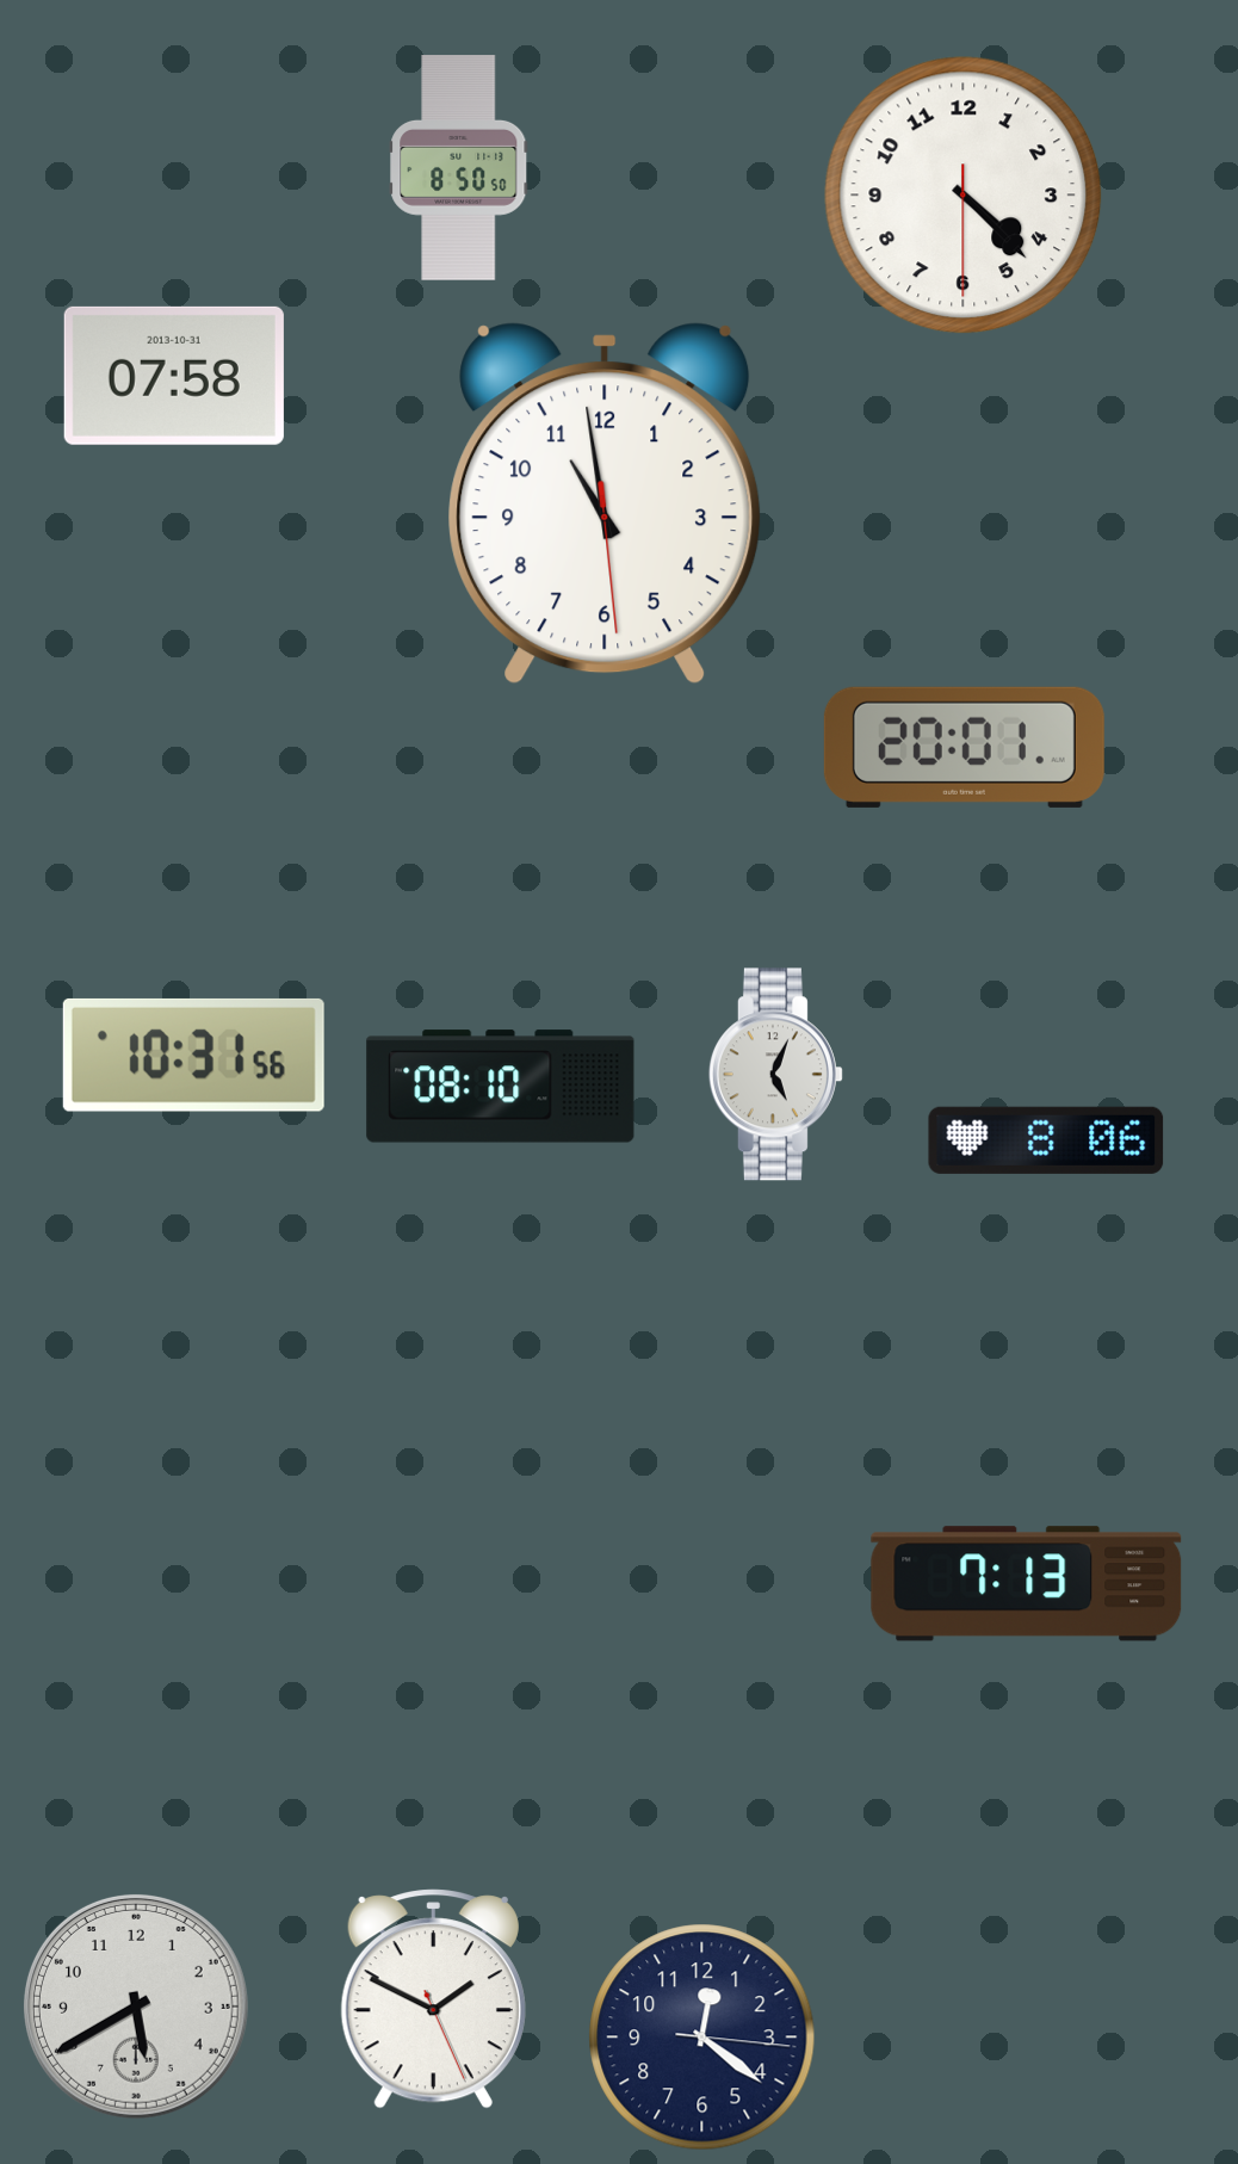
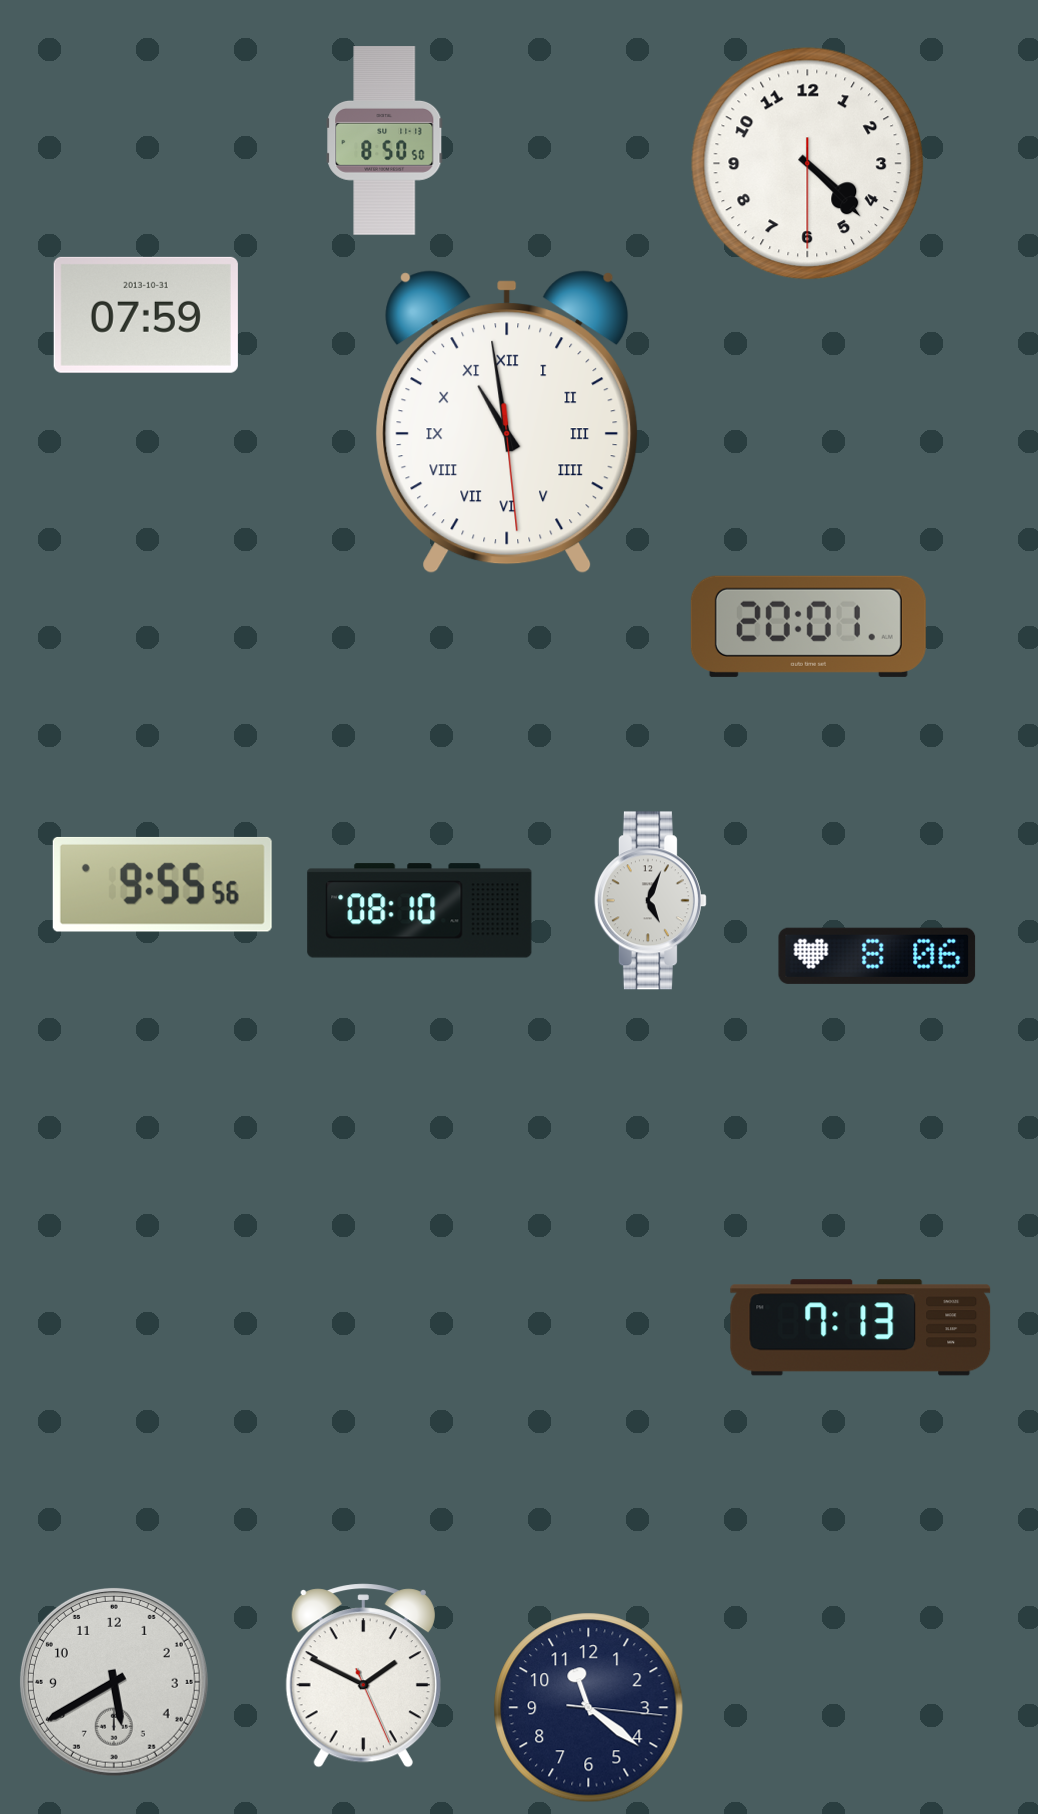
clock at (174, 376): 07:58 -> 07:59
clock at (605, 503) numerals: Arabic -> Roman
clock at (193, 1055): 10:31 -> 9:55
clock at (702, 2038): 12:21 -> 11:21
